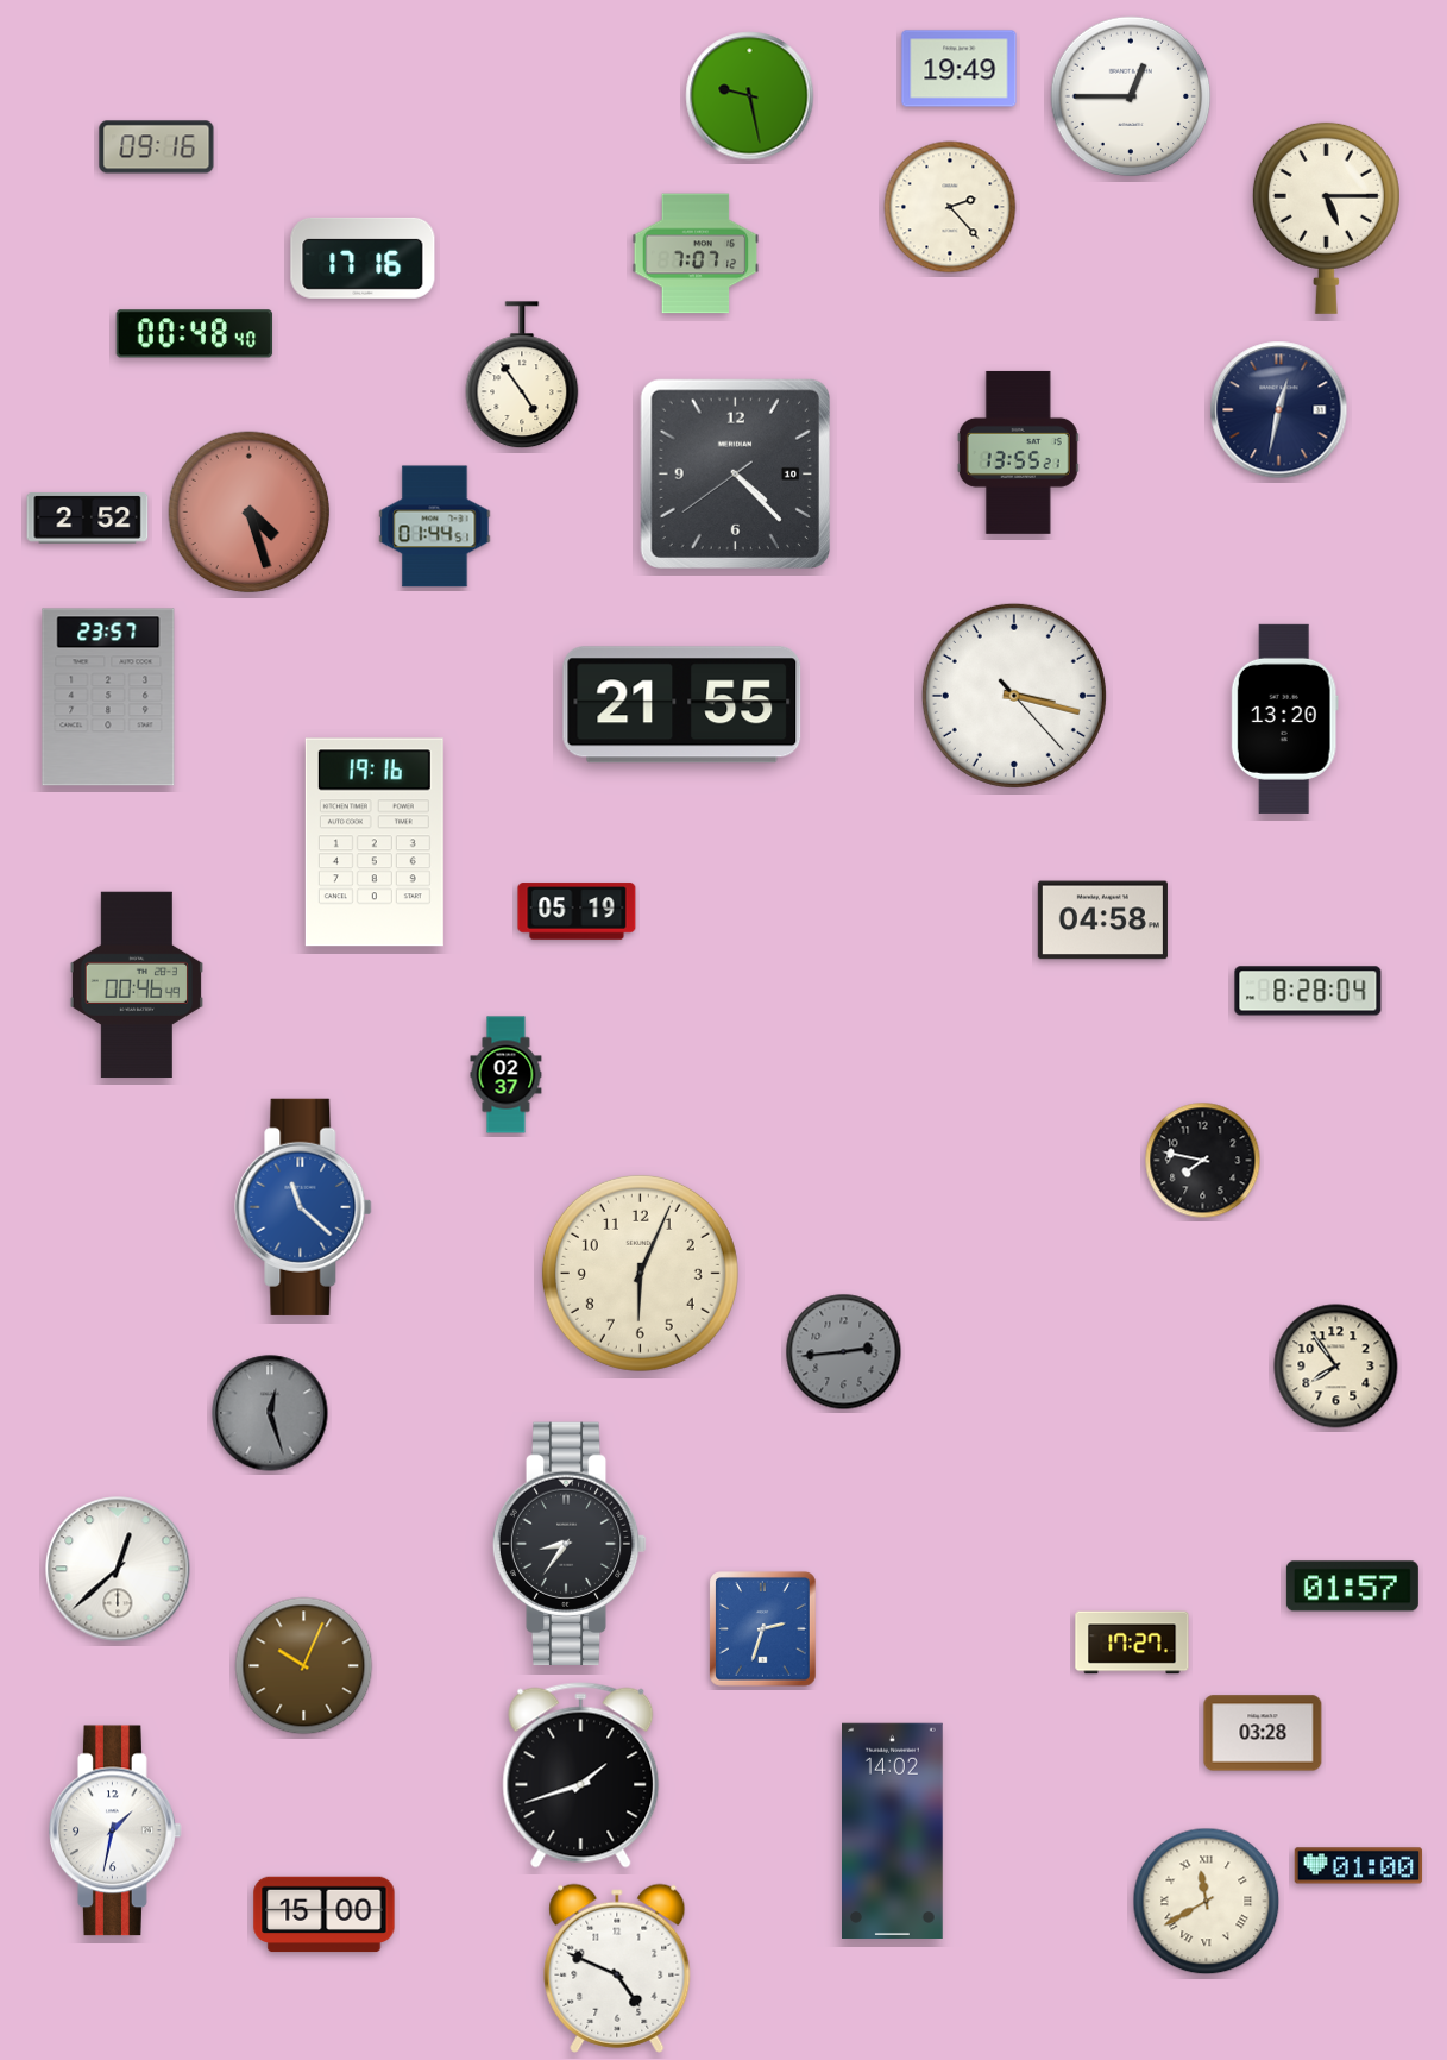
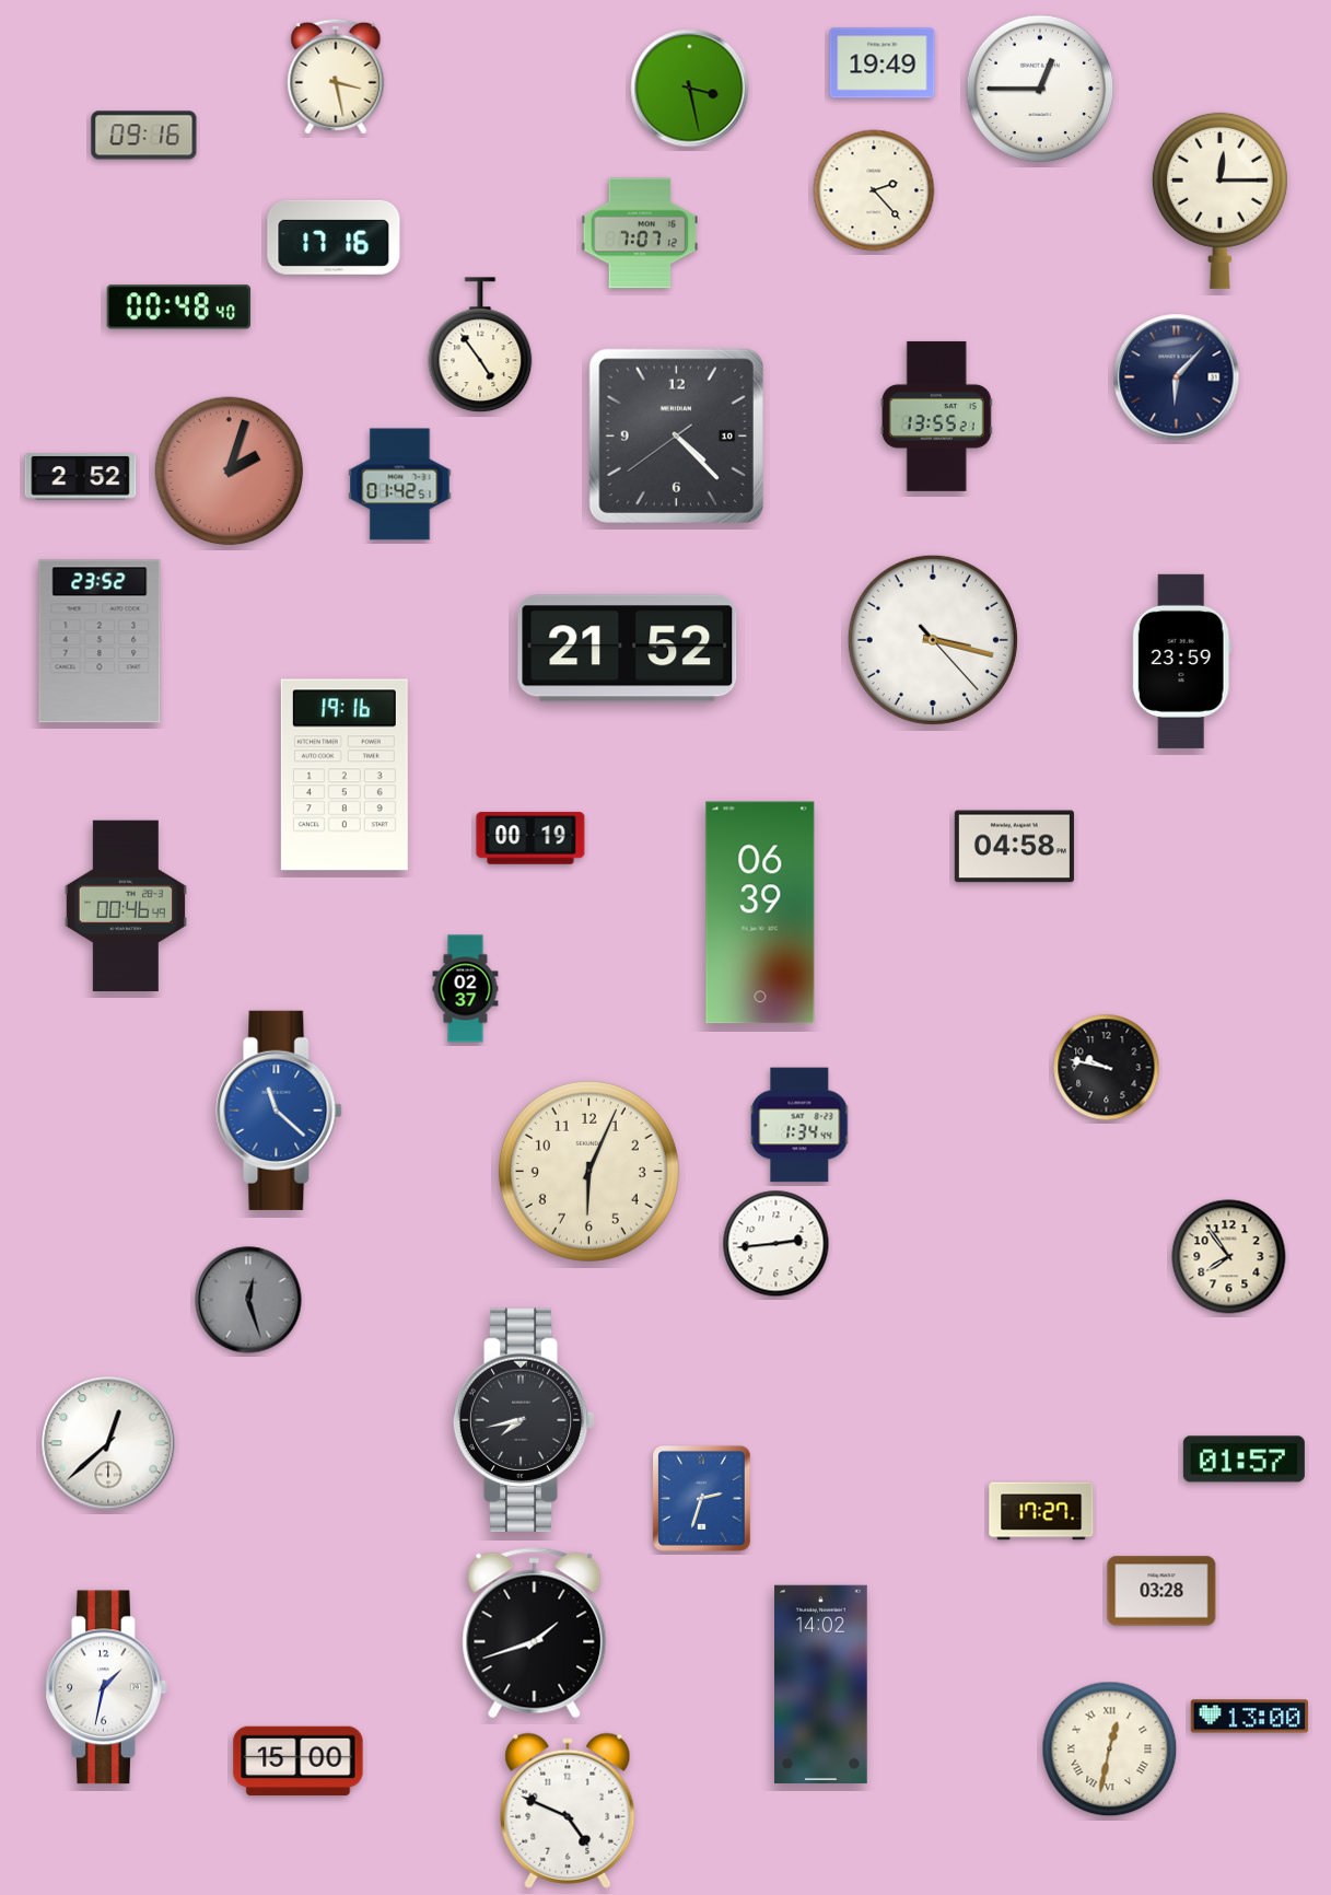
clock at (336, 77): none -> 3:28
clock at (750, 96): 9:28 -> 3:28
clock at (1326, 218): 5:15 -> 12:15
clock at (1279, 410): 12:32 -> 6:07
clock at (250, 513): 4:27 -> 2:03
clock at (435, 527): 01:44 -> 01:42
clock at (108, 697): 23:57 -> 23:52
clock at (682, 705): 21:55 -> 21:52
clock at (1284, 718): 13:20 -> 23:59
clock at (577, 911): 05:19 -> 00:19
clock at (1308, 991): 8:28 -> none
clock at (760, 912): none -> 06:39
clock at (1203, 1161): 7:47 -> 9:47
clock at (801, 1125): none -> 1:34
clock at (844, 1352) dial: grey -> white
clock at (570, 1543): 8:36 -> 7:43
clock at (304, 1666): 10:04 -> none
clock at (1263, 1733) position: (1263, 1733) -> (1161, 1591)
clock at (115, 1830) position: (115, 1830) -> (106, 1687)
clock at (1359, 1866): 01:00 -> 13:00
clock at (1207, 1902): 11:40 -> 12:32
